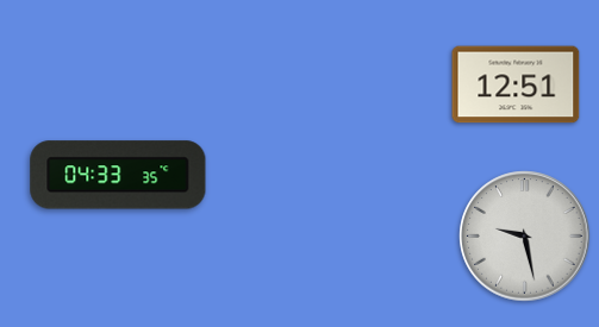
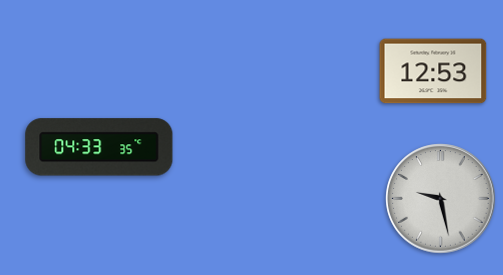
clock at (516, 84): 12:51 -> 12:53
